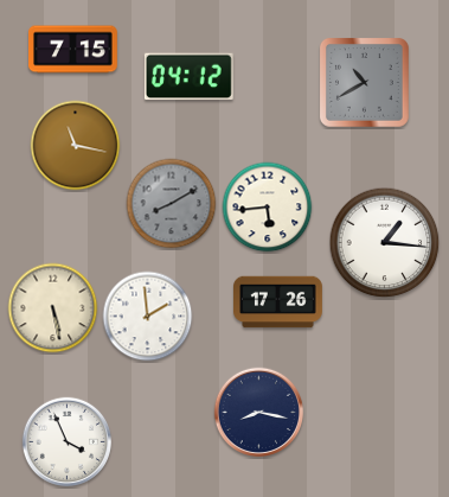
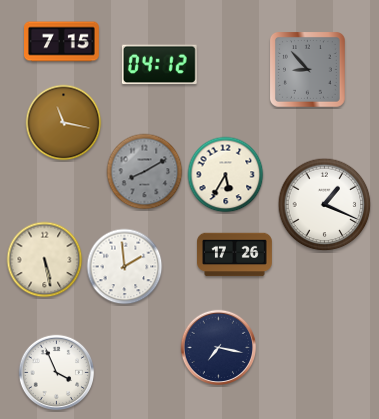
clock at (365, 83): 10:40 -> 8:53
clock at (268, 208): 5:44 -> 5:35
clock at (385, 243): 1:16 -> 1:19
clock at (259, 413): 8:17 -> 7:17
